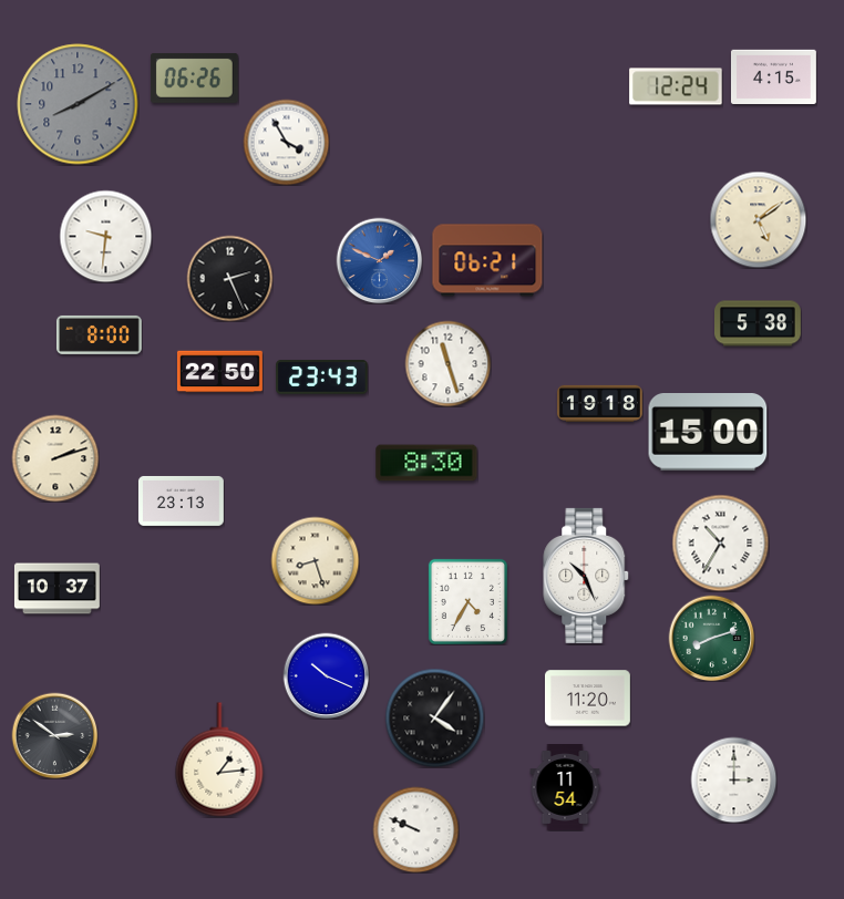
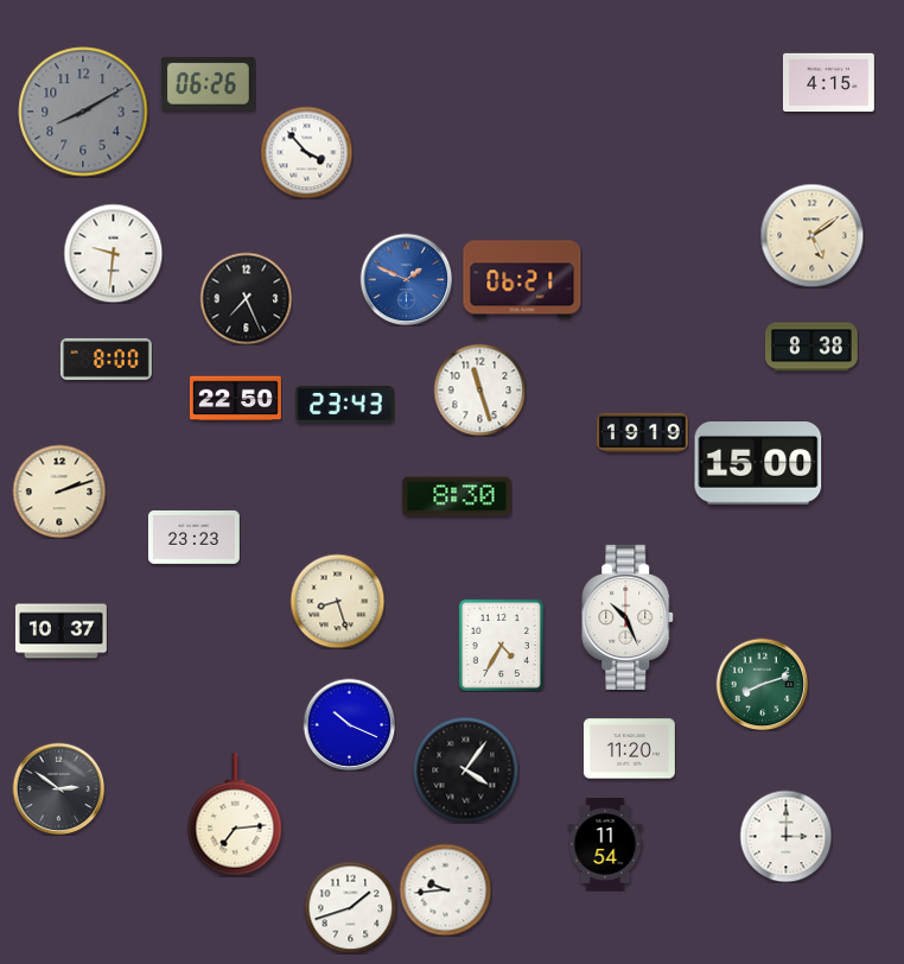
clock at (676, 86): 12:24 -> none
clock at (286, 142): 3:55 -> 3:53
clock at (229, 278): 2:26 -> 7:26
clock at (759, 323): 5:38 -> 8:38
clock at (599, 403): 19:18 -> 19:19
clock at (181, 500): 23:13 -> 23:23
clock at (720, 542): 10:35 -> none
clock at (219, 759): 1:14 -> 7:14
clock at (415, 829): 9:49 -> 9:44
clock at (350, 907): none -> 1:42
